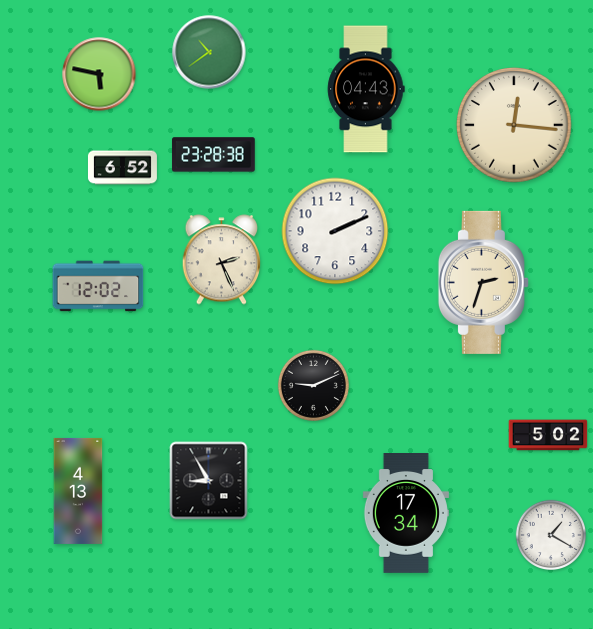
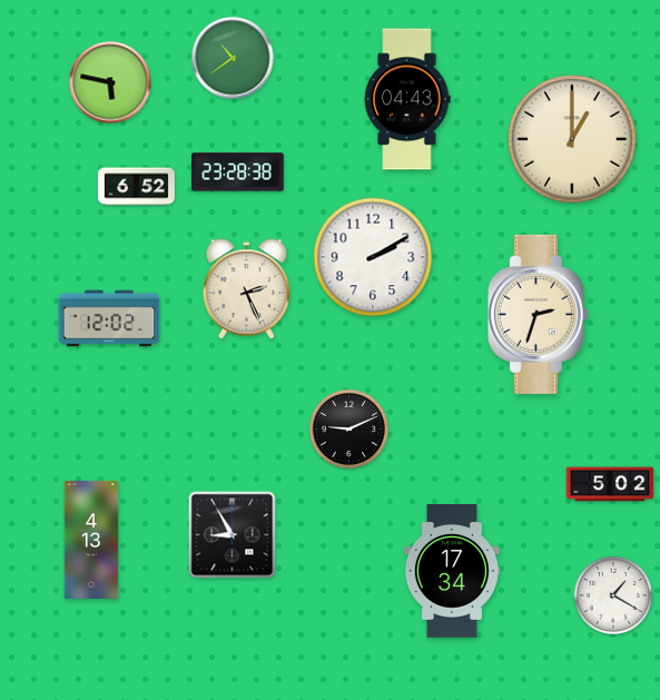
clock at (515, 126): 12:16 -> 1:00
clock at (335, 231): 2:11 -> 2:10
clock at (78, 491) position: (78, 491) -> (91, 540)
